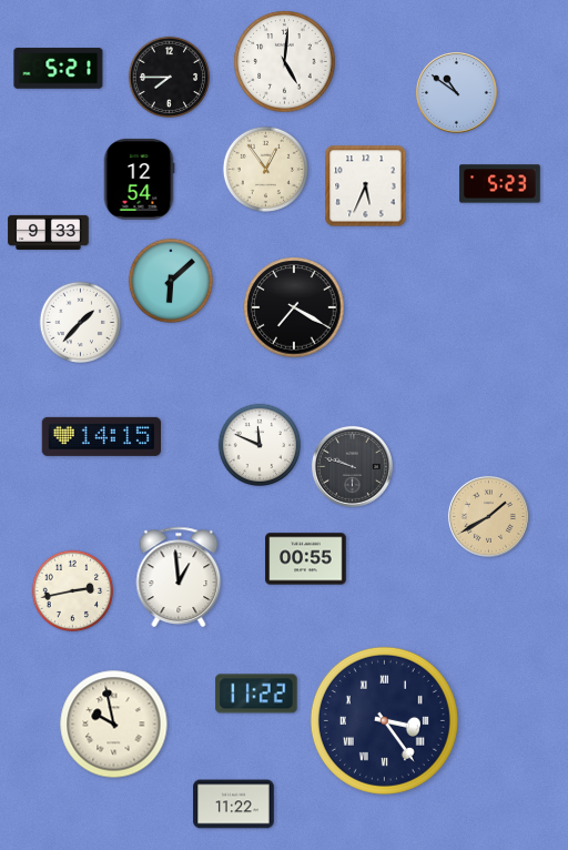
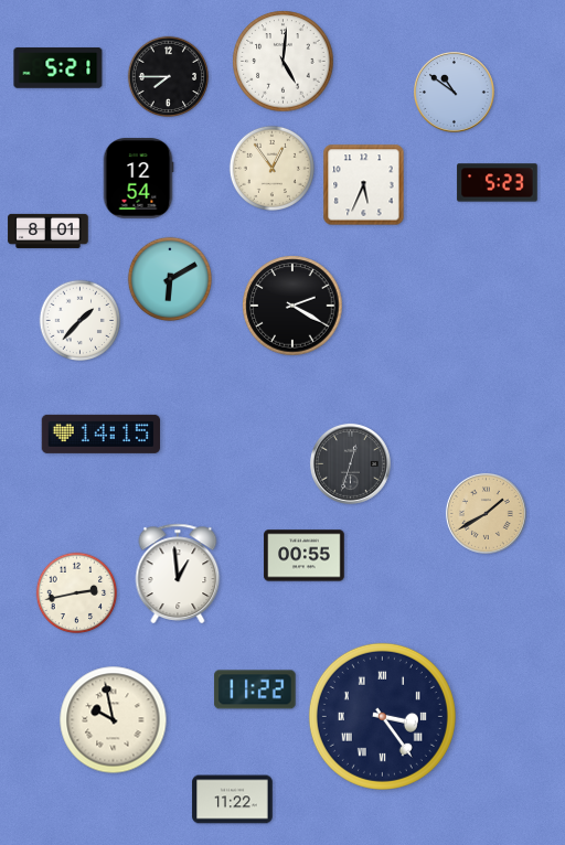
clock at (265, 169) position: (265, 169) -> (271, 168)
clock at (49, 232): 9:33 -> 8:01
clock at (170, 280): 6:08 -> 6:10
clock at (294, 307): 7:20 -> 2:20
clock at (260, 445): 11:49 -> none
clock at (352, 466): 9:48 -> 12:33
clock at (73, 591) position: (73, 591) -> (77, 593)
